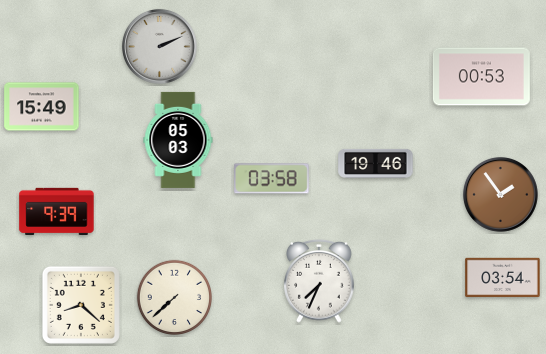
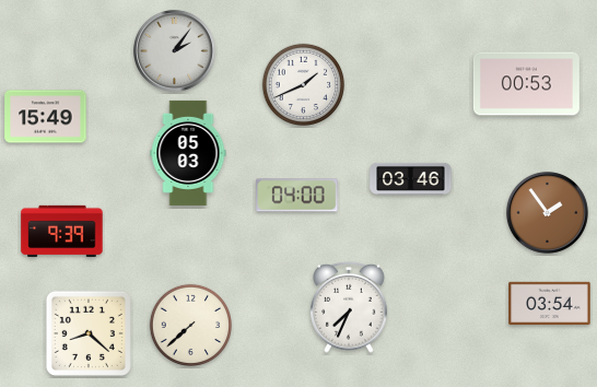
clock at (160, 47): 2:11 -> 2:06
clock at (303, 84): none -> 1:41
clock at (178, 140) position: (178, 140) -> (188, 153)
clock at (376, 163): 19:46 -> 03:46
clock at (272, 179): 03:58 -> 04:00
